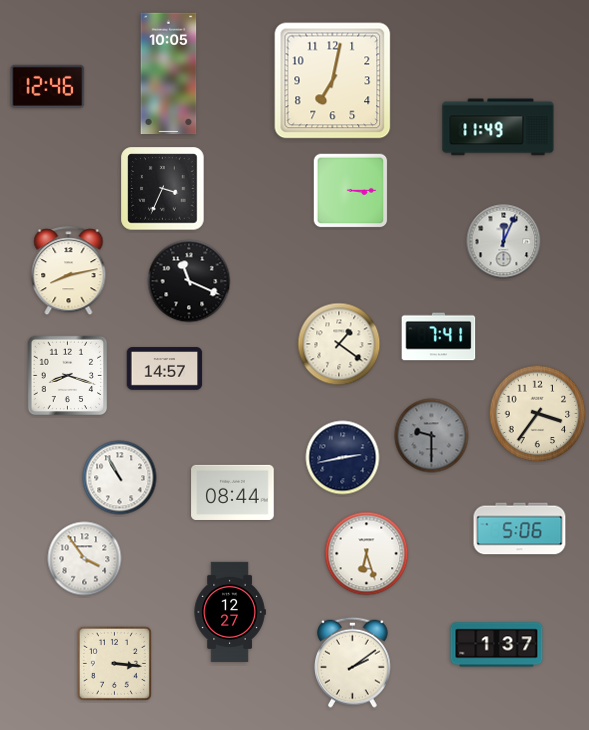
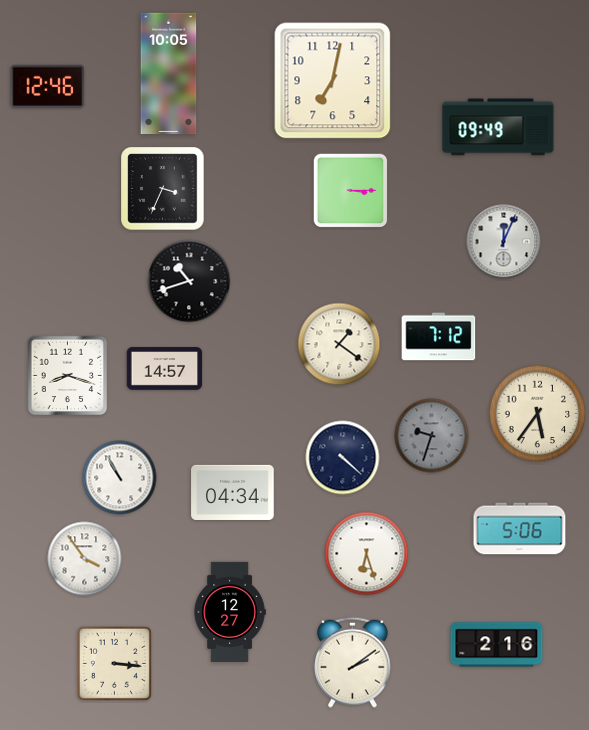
clock at (498, 127): 11:49 -> 09:49
clock at (69, 271): 8:13 -> none
clock at (189, 281): 11:19 -> 10:42
clock at (439, 337): 7:41 -> 7:12
clock at (538, 414): 3:36 -> 5:36
clock at (432, 436): 9:30 -> 9:33
clock at (343, 458): 2:43 -> 4:22
clock at (233, 492): 08:44 -> 04:34
clock at (497, 645): 1:37 -> 2:16
